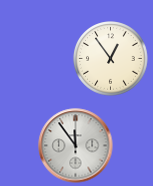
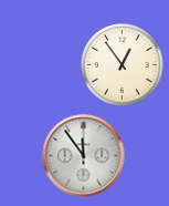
clock at (76, 146) position: (76, 146) -> (84, 156)
